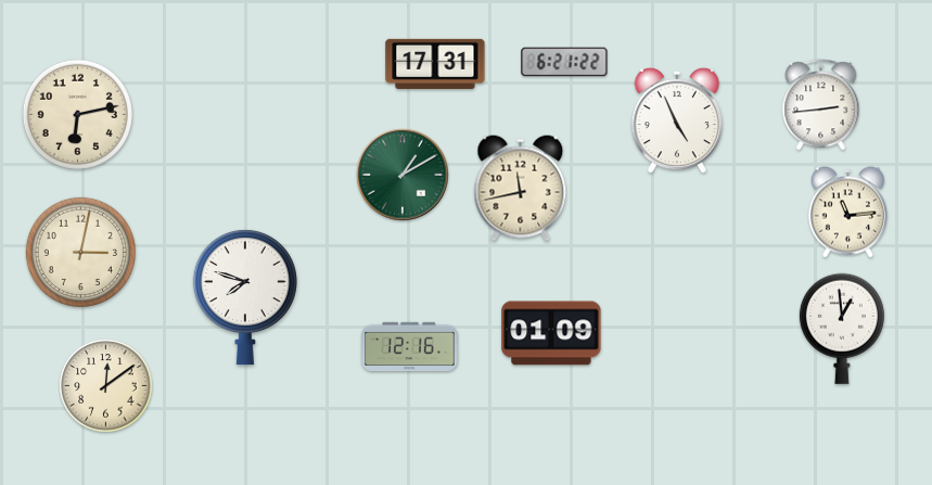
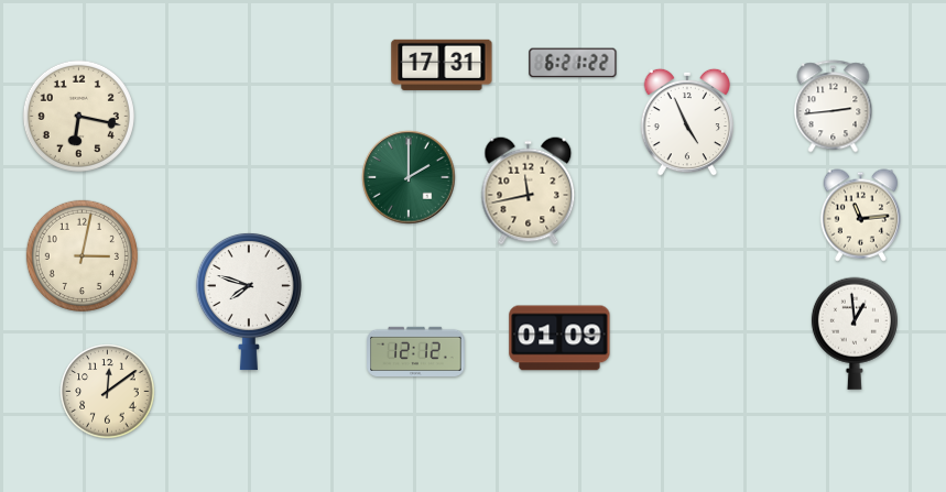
clock at (77, 114): 6:13 -> 6:17
clock at (403, 175): 1:10 -> 2:00
clock at (410, 346): 12:16 -> 12:12
